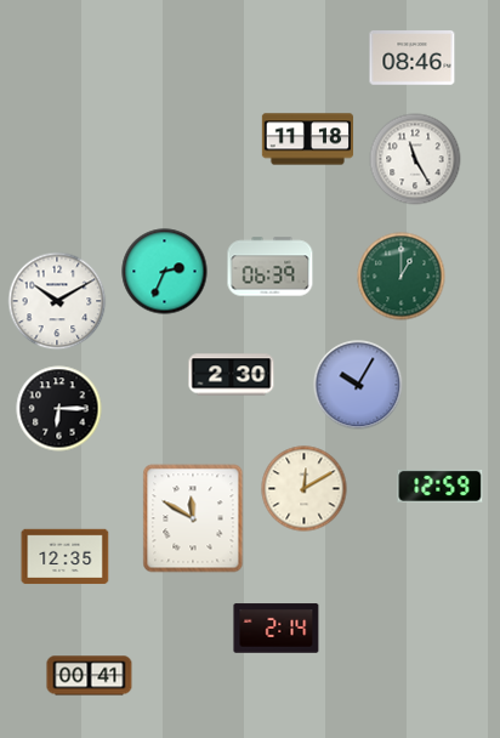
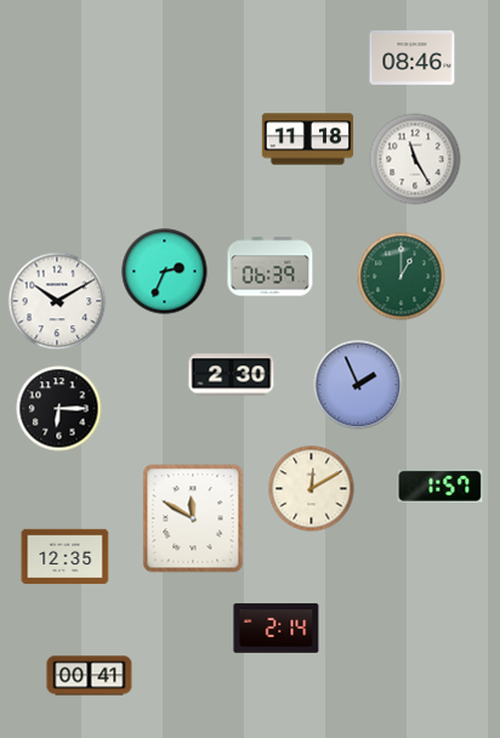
clock at (358, 385): 10:05 -> 1:56
clock at (441, 486): 12:59 -> 1:57
clock at (305, 489) position: (305, 489) -> (312, 489)
